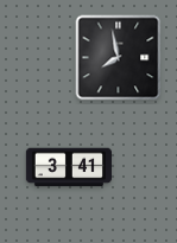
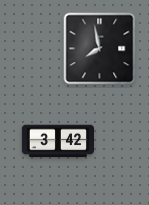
clock at (68, 167): 3:41 -> 3:42
